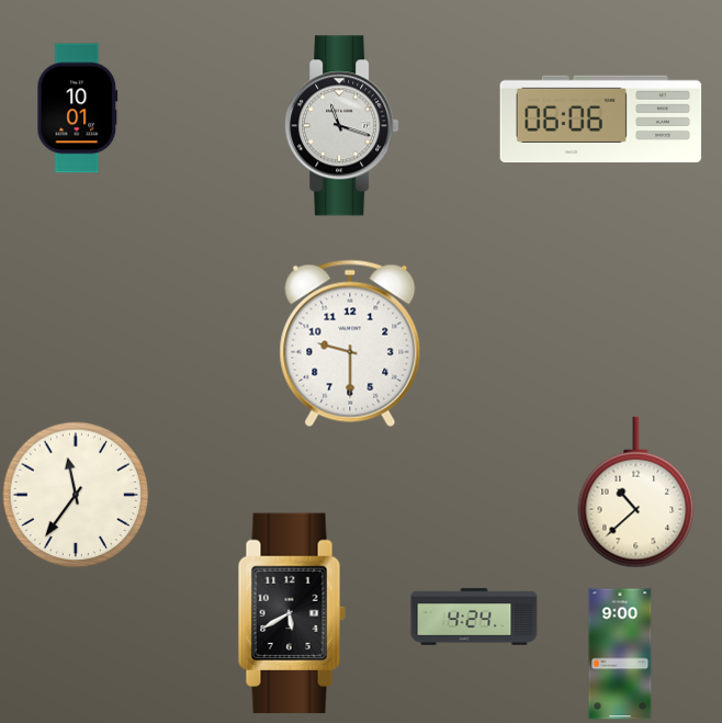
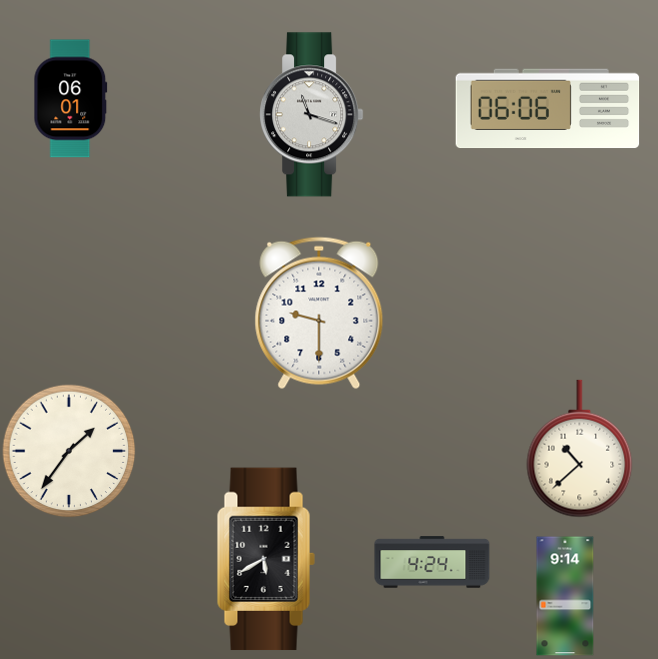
clock at (78, 109): 10:01 -> 06:01
clock at (76, 495): 11:36 -> 1:36
clock at (620, 654): 9:00 -> 9:14
